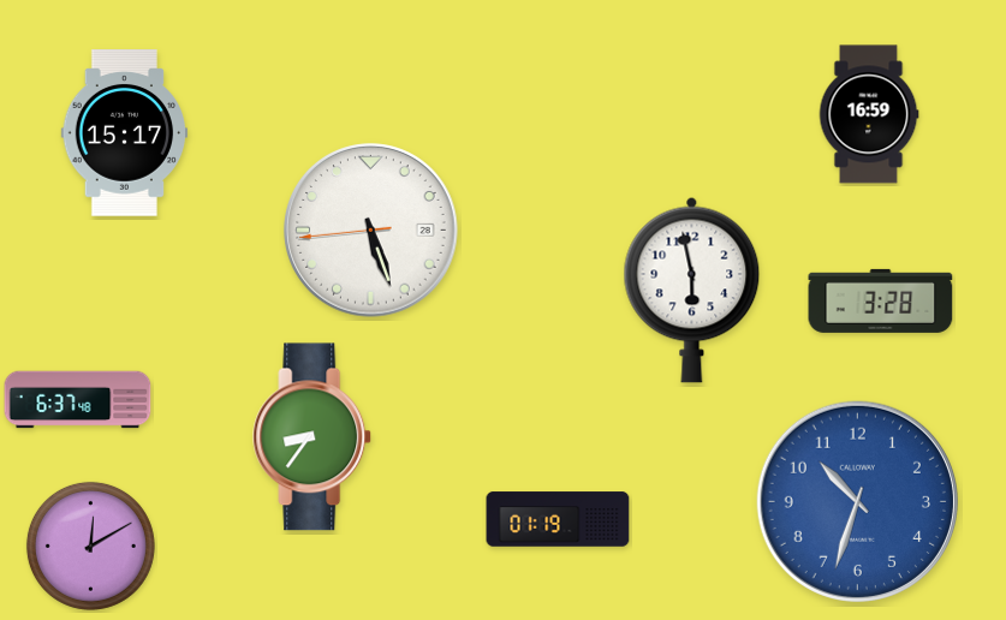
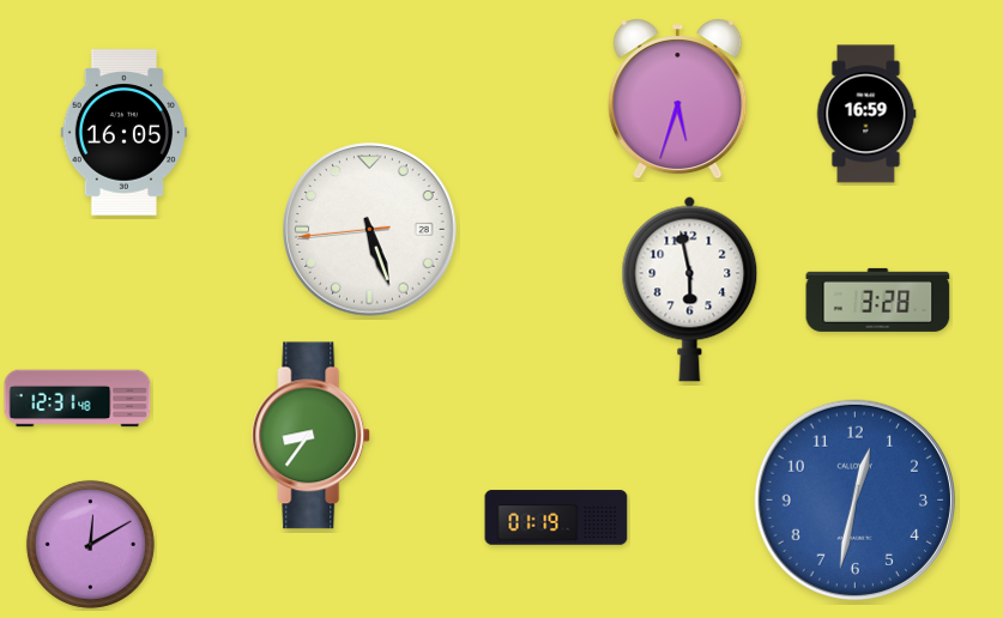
clock at (678, 99): none -> 5:33
clock at (125, 133): 15:17 -> 16:05
clock at (78, 400): 6:37 -> 12:31
clock at (857, 501): 10:33 -> 12:32
